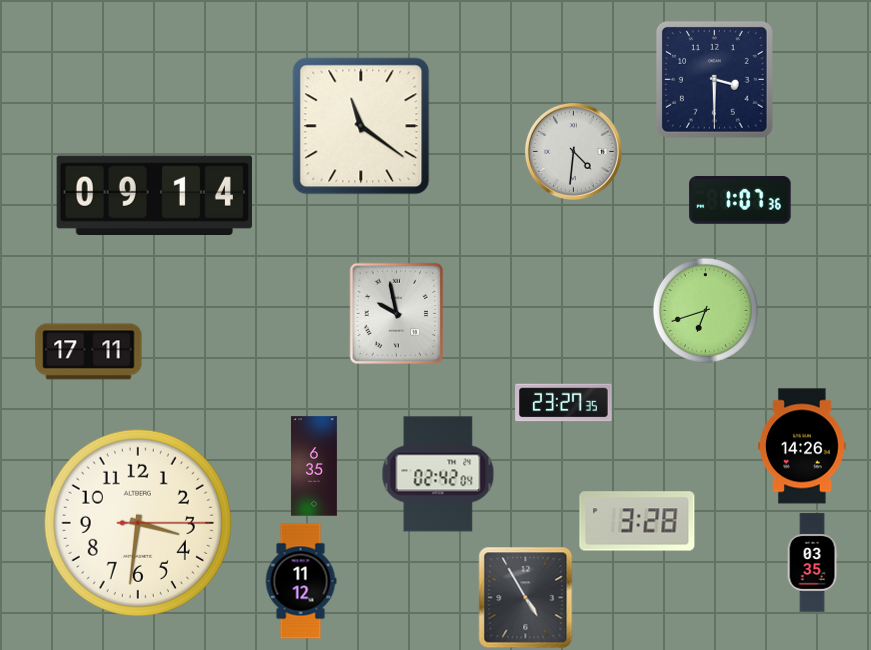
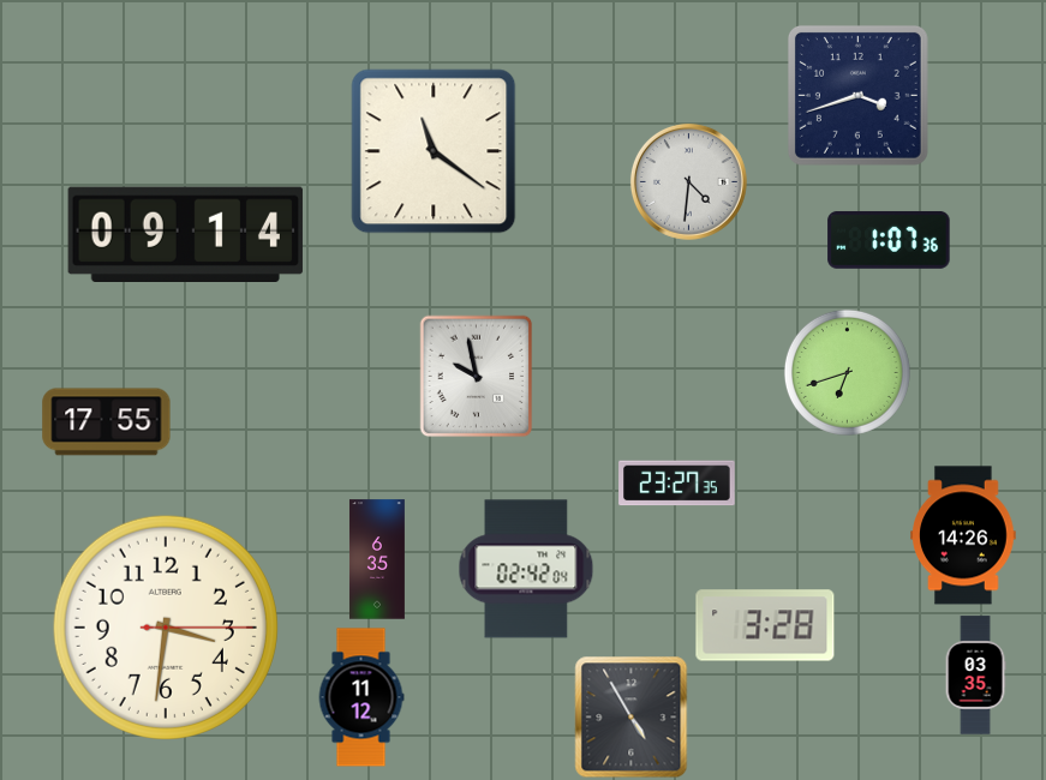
clock at (714, 79): 3:30 -> 3:42
clock at (89, 352): 17:11 -> 17:55
